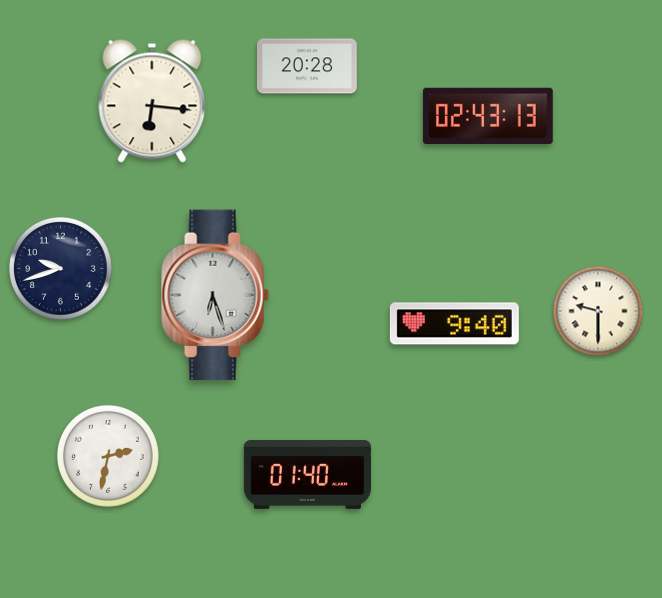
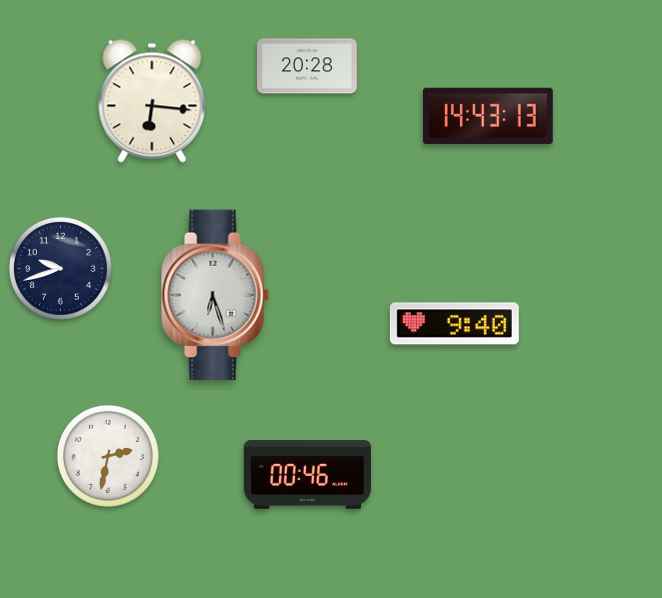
clock at (488, 116): 02:43 -> 14:43
clock at (598, 311): 9:30 -> none
clock at (307, 474): 01:40 -> 00:46
